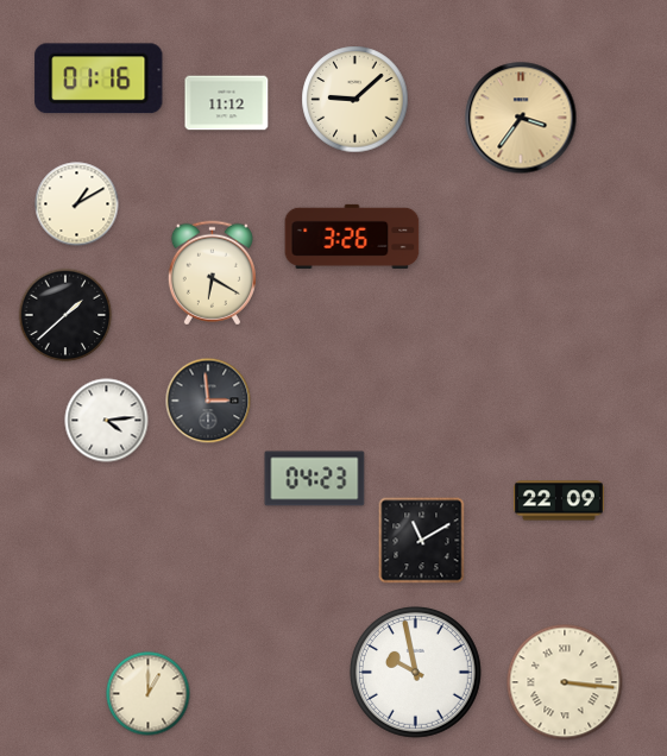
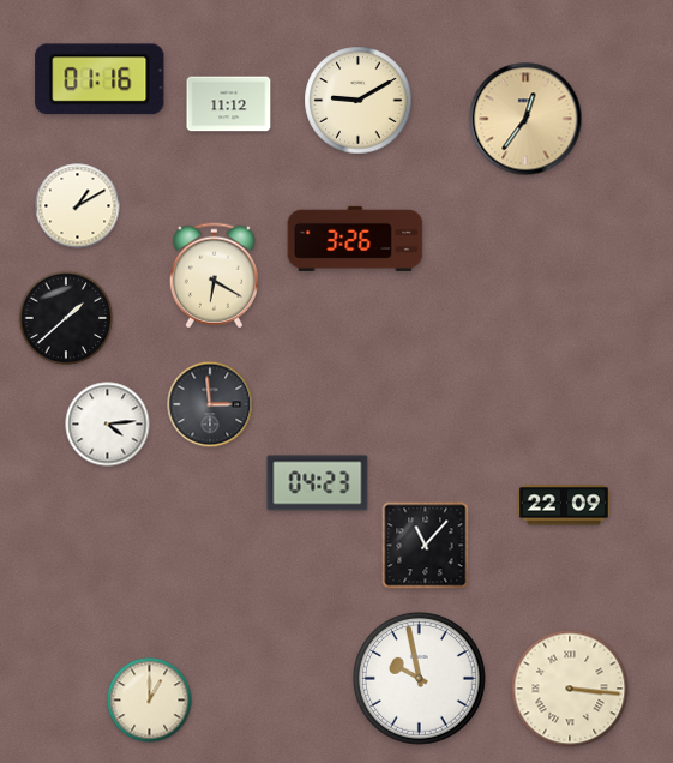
clock at (355, 100): 9:08 -> 9:10
clock at (521, 118): 3:36 -> 12:36
clock at (422, 541): 11:10 -> 11:07
